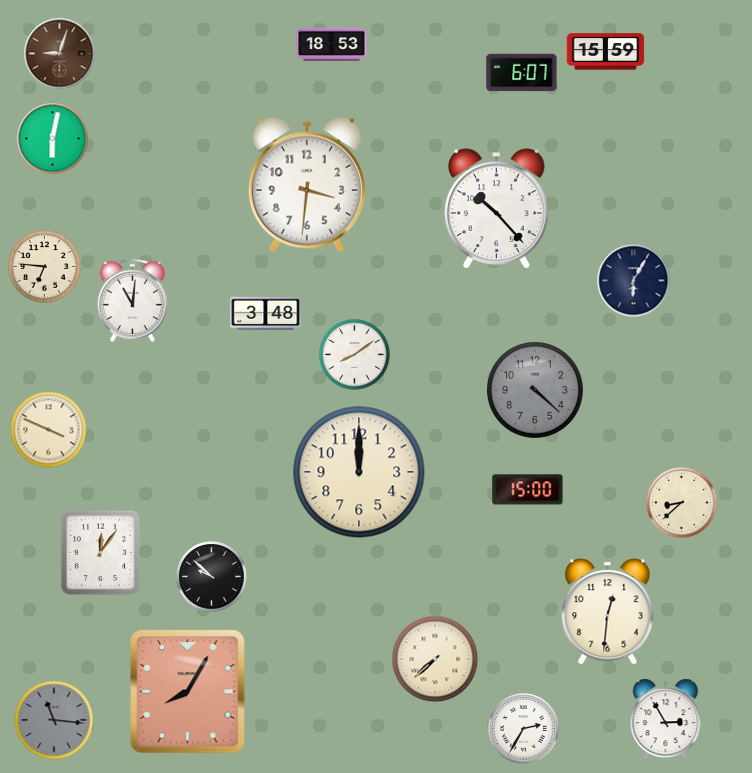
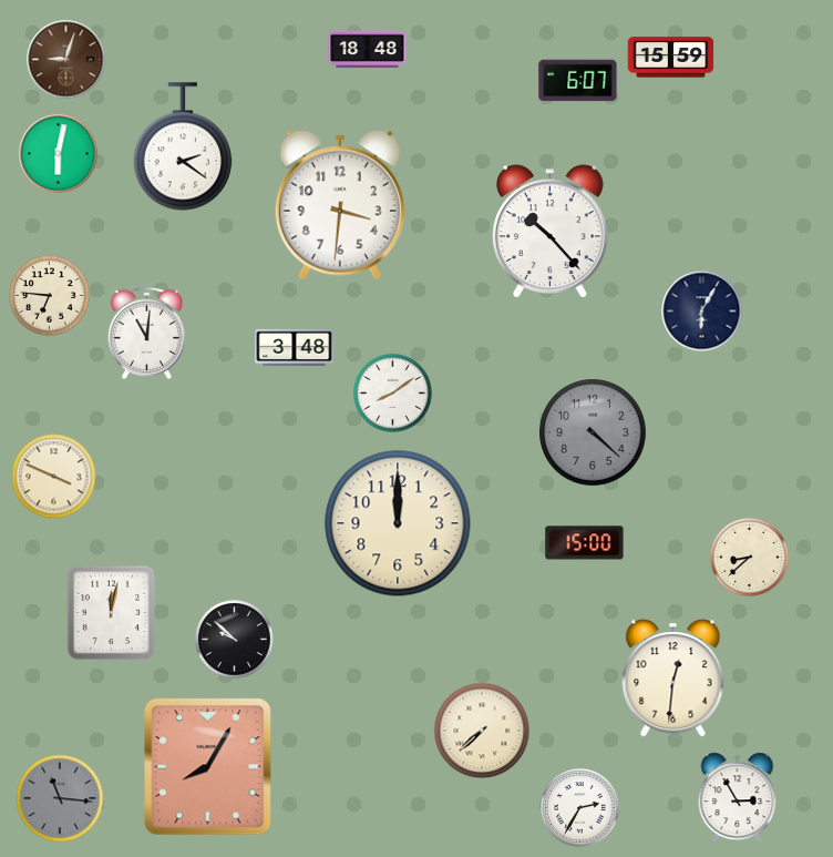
clock at (332, 44): 18:53 -> 18:48
clock at (182, 146): none -> 2:21
clock at (682, 503) position: (682, 503) -> (750, 558)
clock at (101, 553): 12:06 -> 12:02
